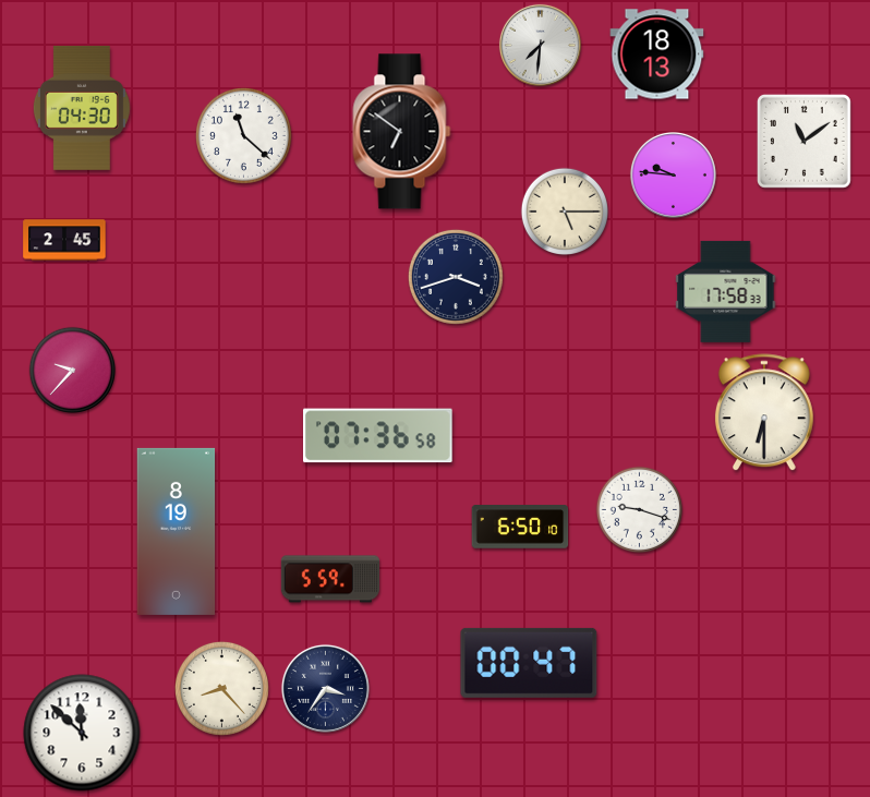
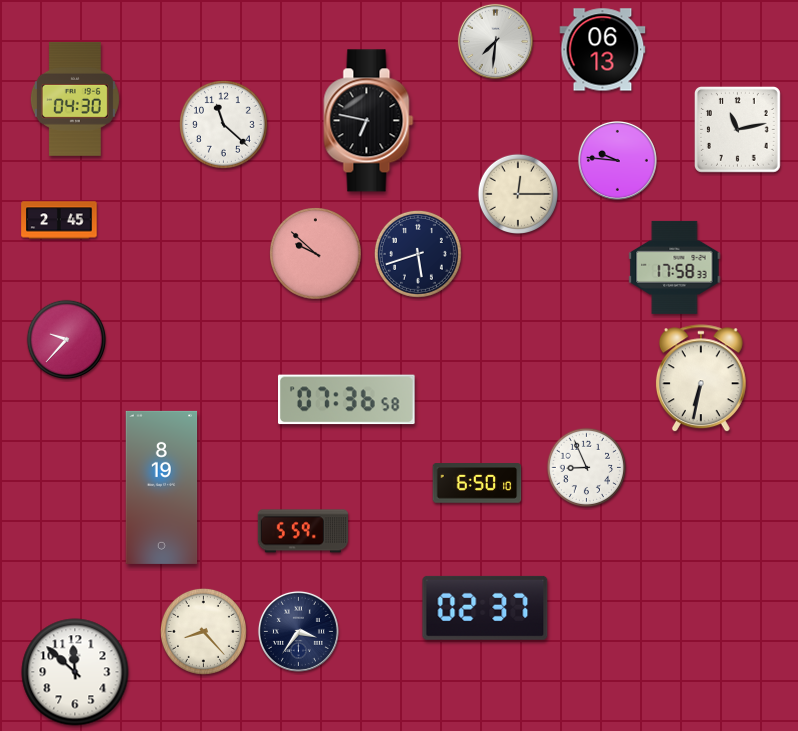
clock at (657, 55): 18:13 -> 06:13
clock at (402, 132): 6:51 -> 6:47
clock at (803, 141): 11:09 -> 11:13
clock at (564, 210): 5:15 -> 12:15
clock at (316, 254): none -> 9:52
clock at (456, 277): 3:42 -> 5:42
clock at (726, 291) position: (726, 291) -> (675, 267)
clock at (764, 413): 6:30 -> 6:32
clock at (640, 510): 9:18 -> 8:56
clock at (529, 663): 00:47 -> 02:37
